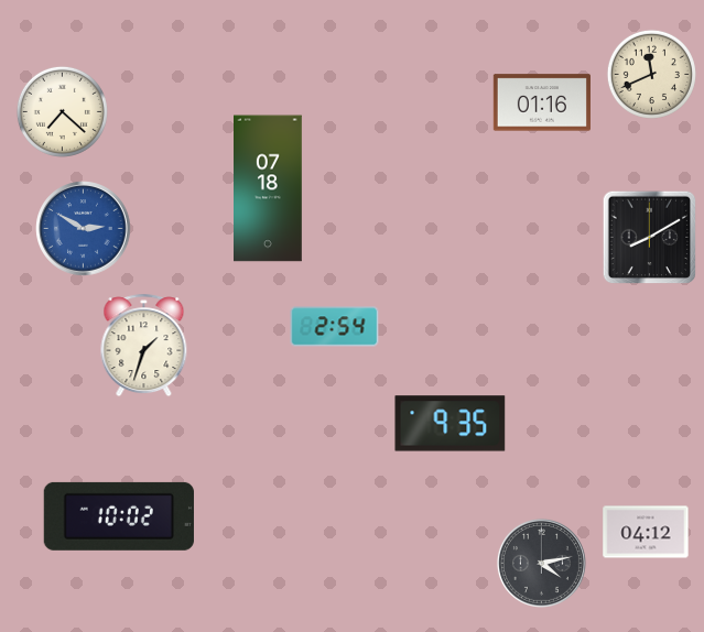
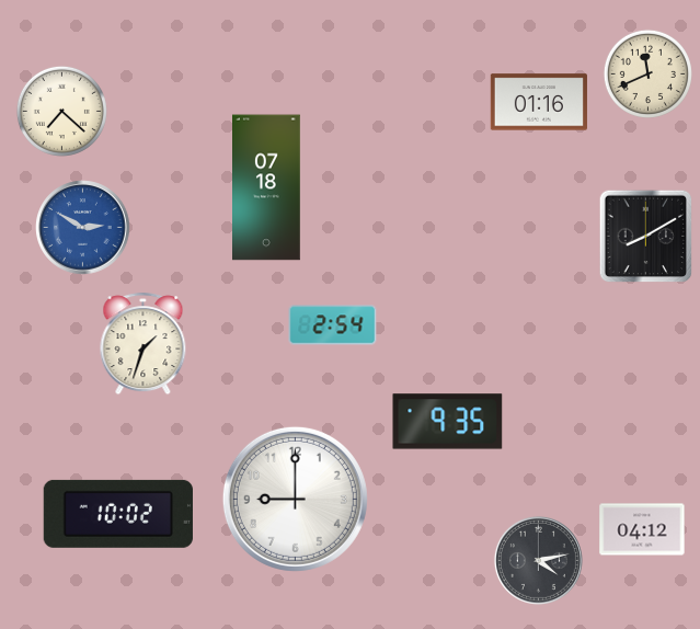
clock at (295, 499): none -> 9:00
